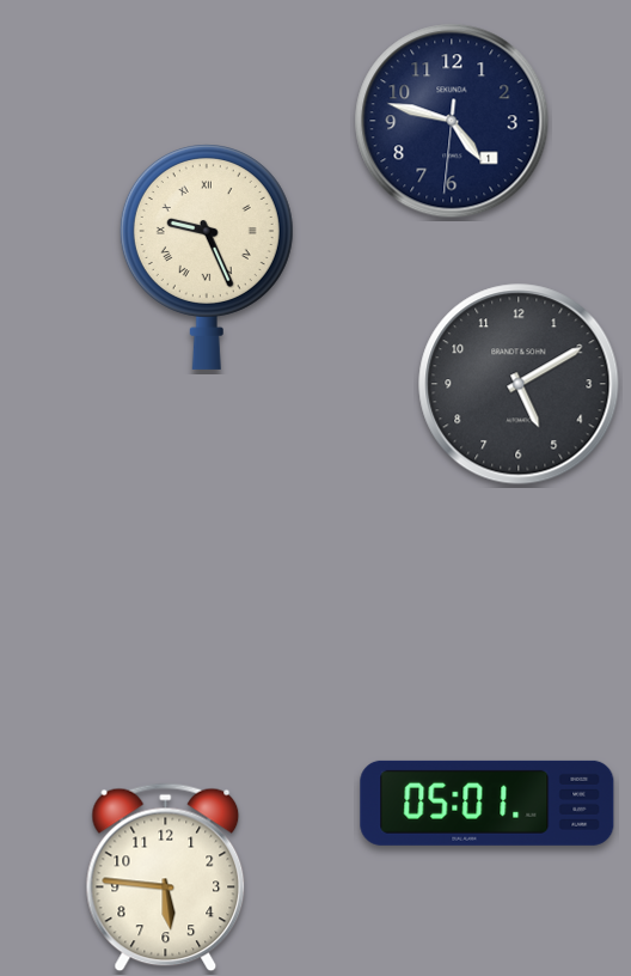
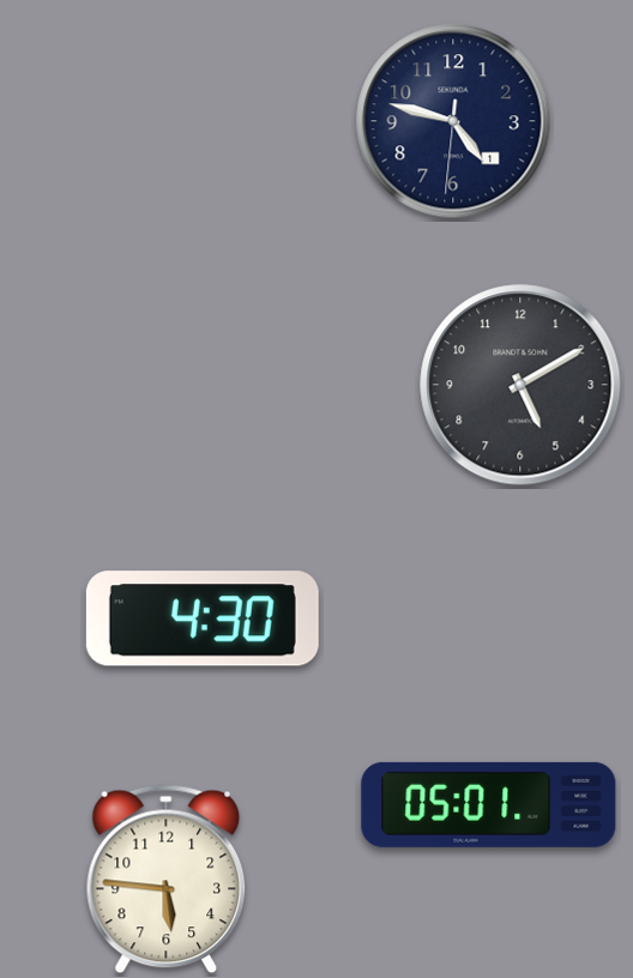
clock at (207, 257): 9:26 -> none
clock at (203, 618): none -> 4:30
